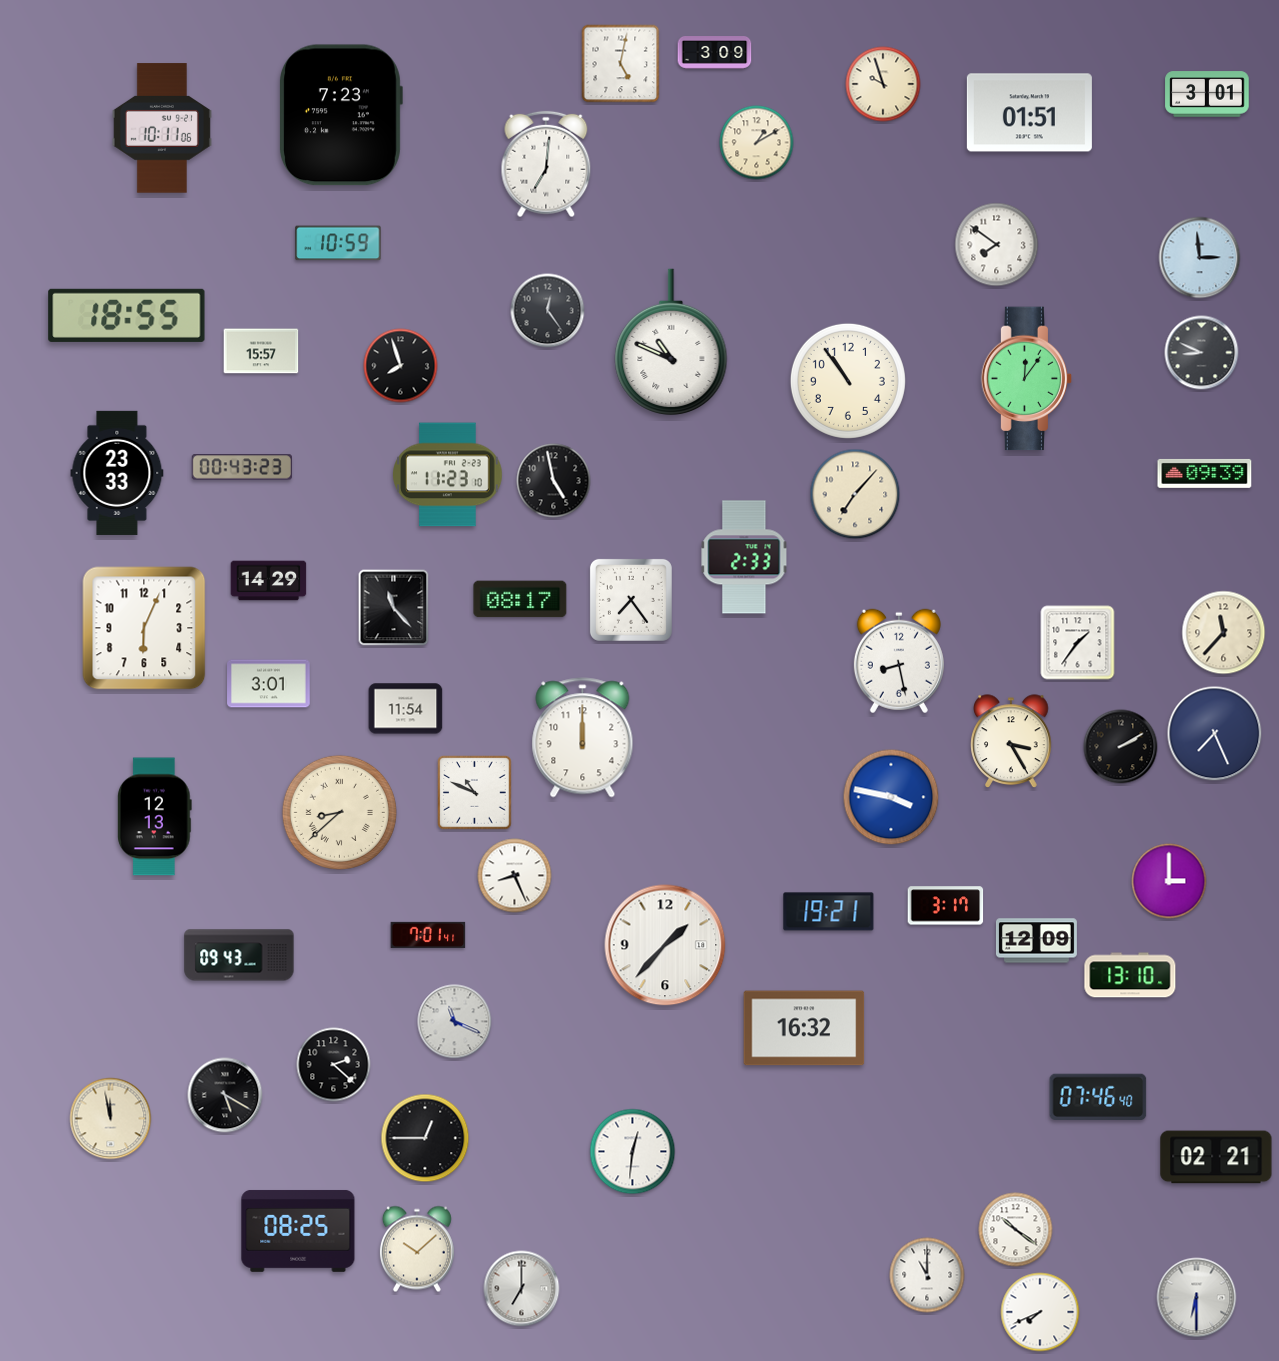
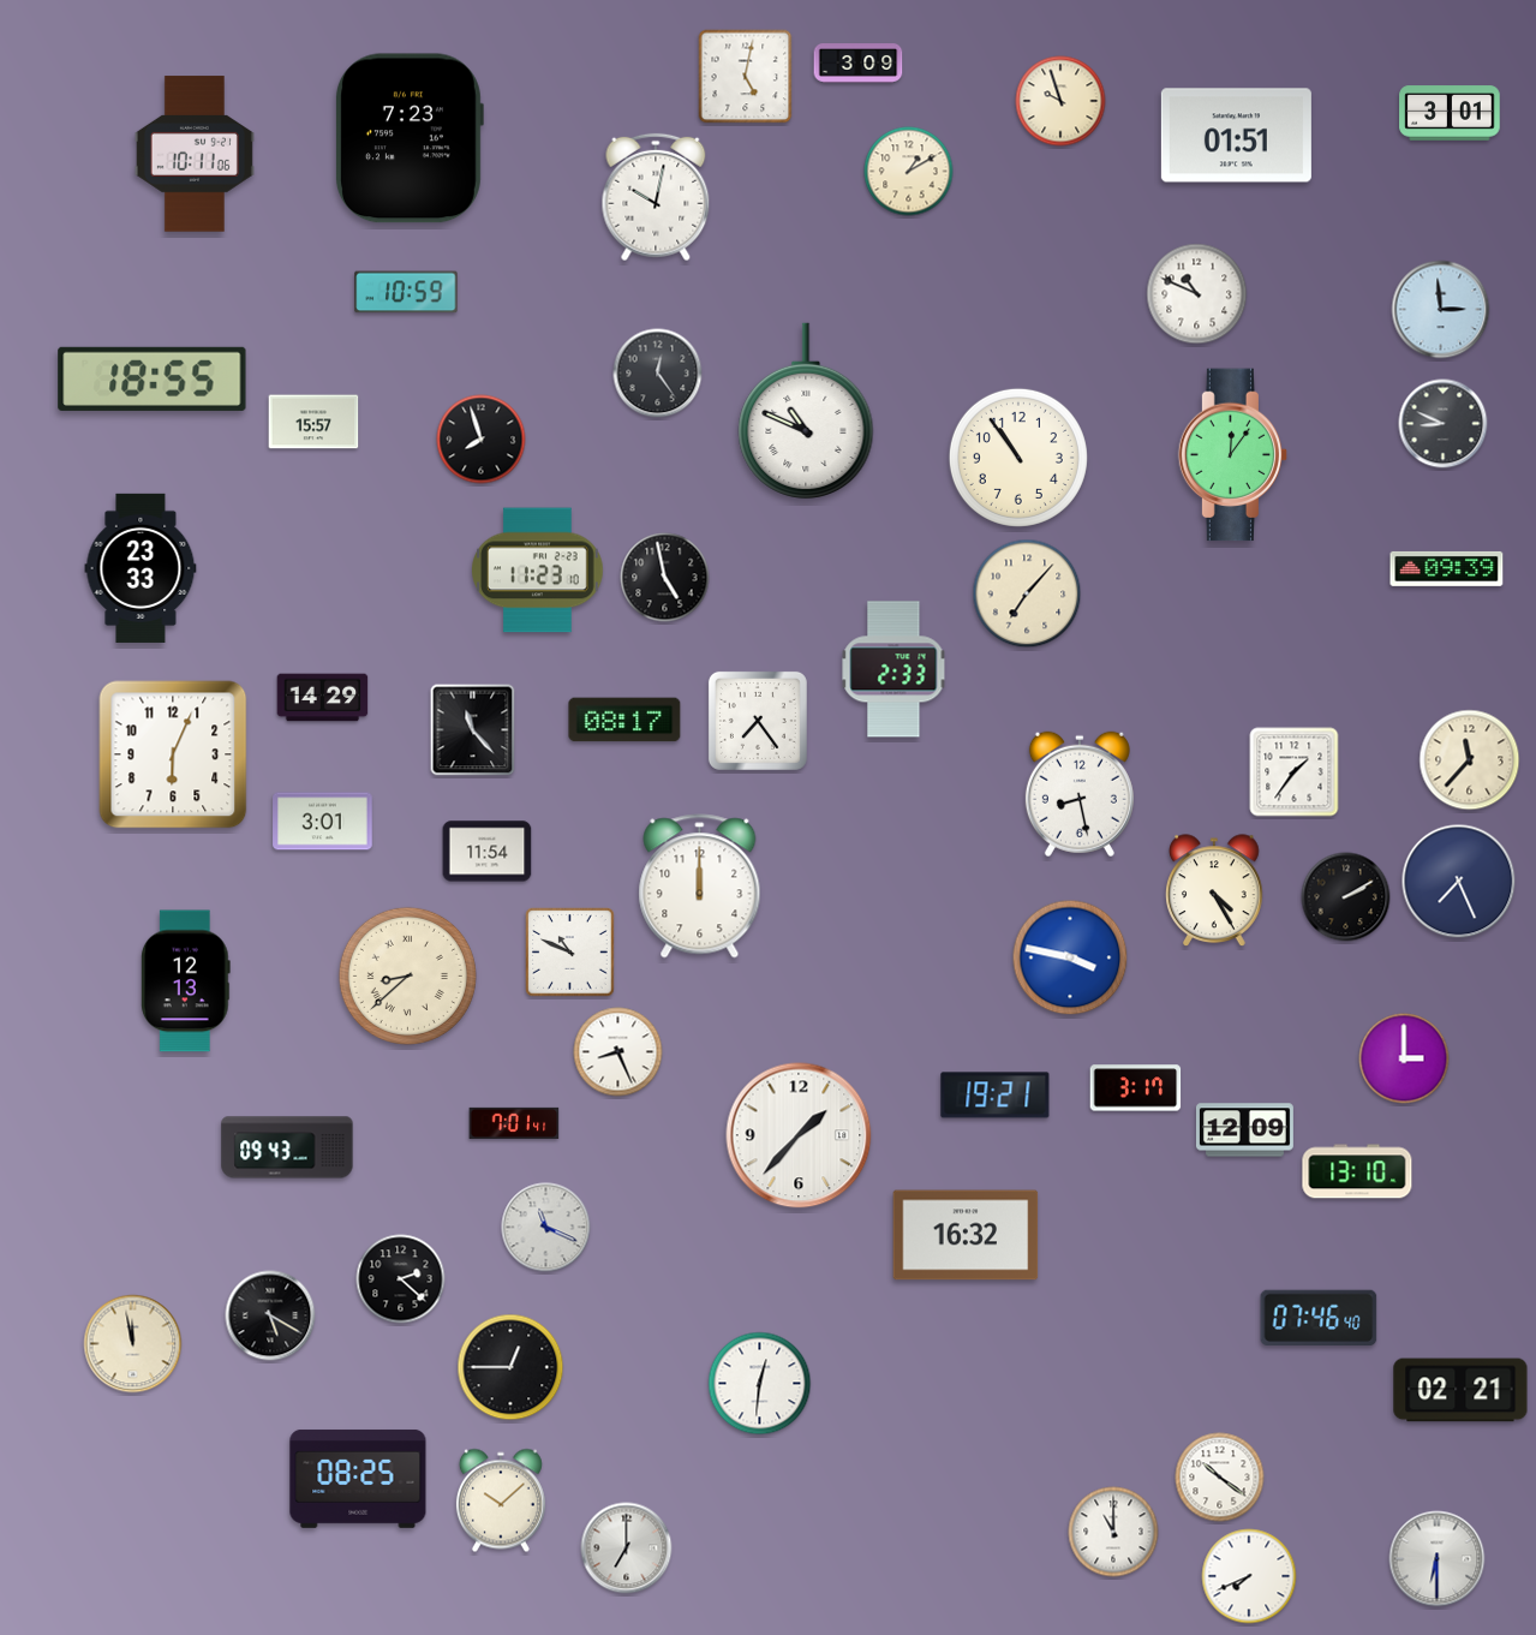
clock at (546, 164): 7:01 -> 10:02
clock at (997, 245): 7:51 -> 10:49
clock at (242, 467): 00:43 -> none
clock at (1011, 742): 3:25 -> 4:25
